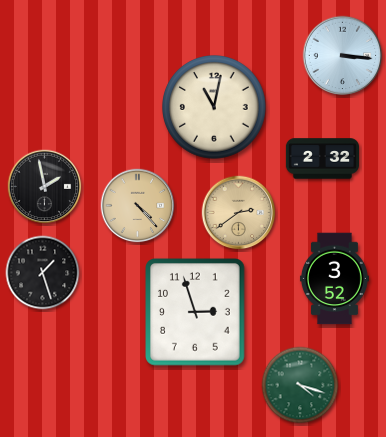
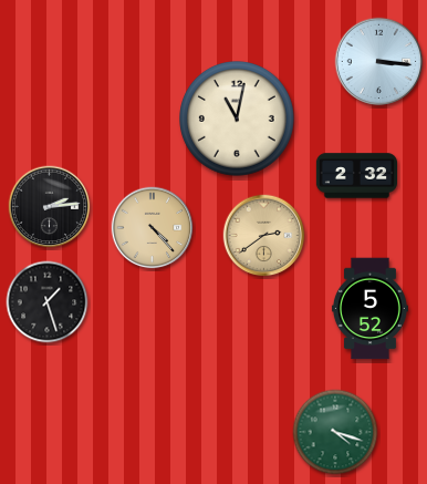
clock at (45, 187): 1:58 -> 2:14
clock at (334, 279): 3:52 -> 5:52
clock at (196, 312): 2:57 -> none
clock at (300, 385) position: (300, 385) -> (335, 432)
